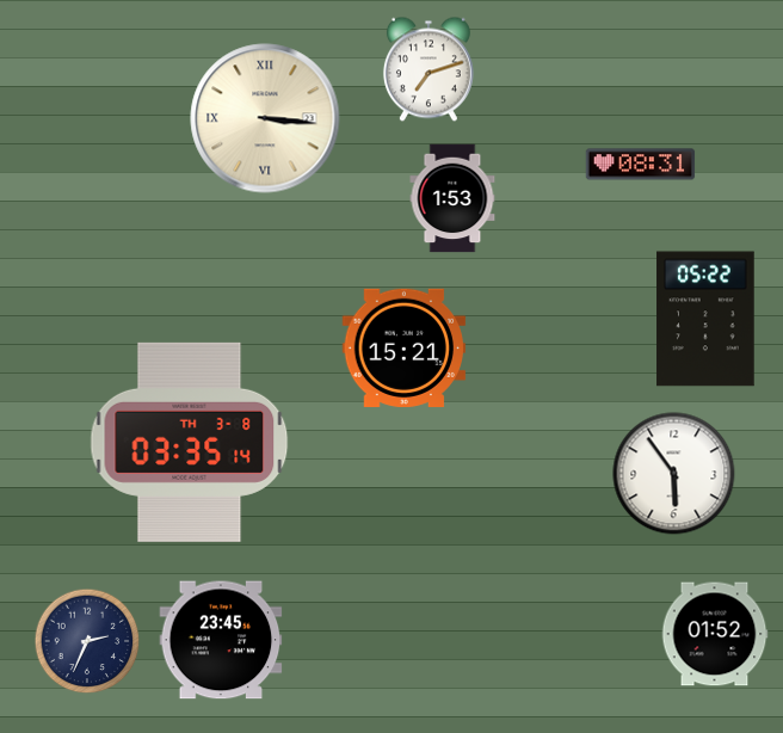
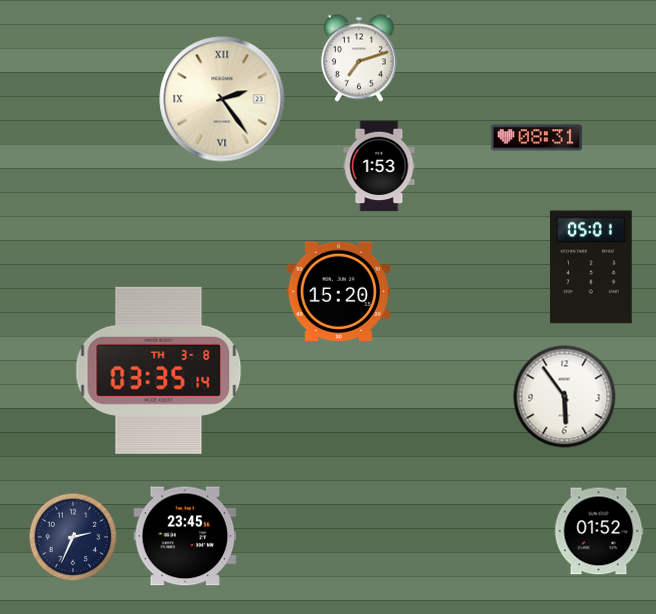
clock at (265, 118): 3:16 -> 2:24
clock at (705, 319): 05:22 -> 05:01
clock at (405, 347): 15:21 -> 15:20
